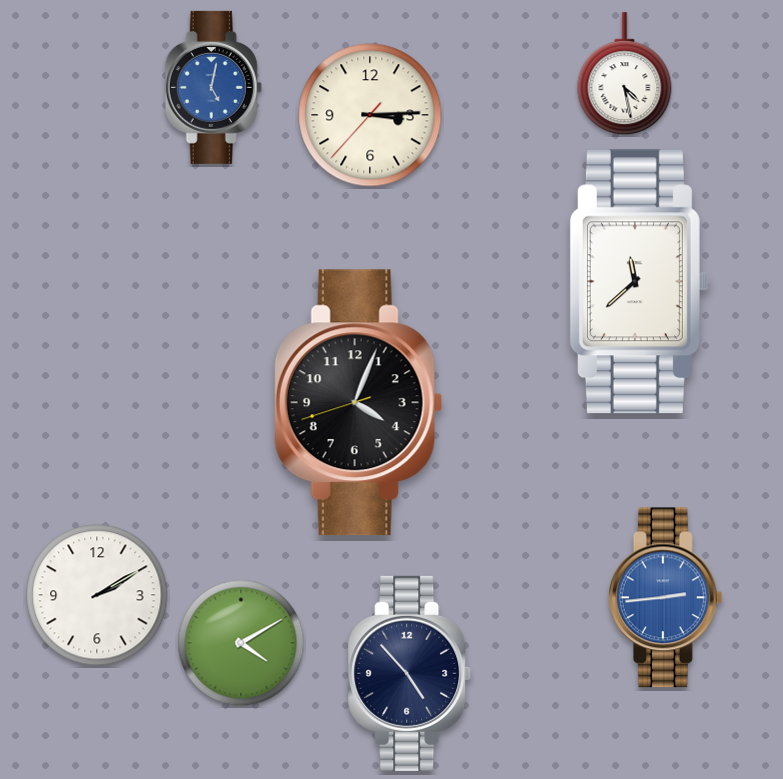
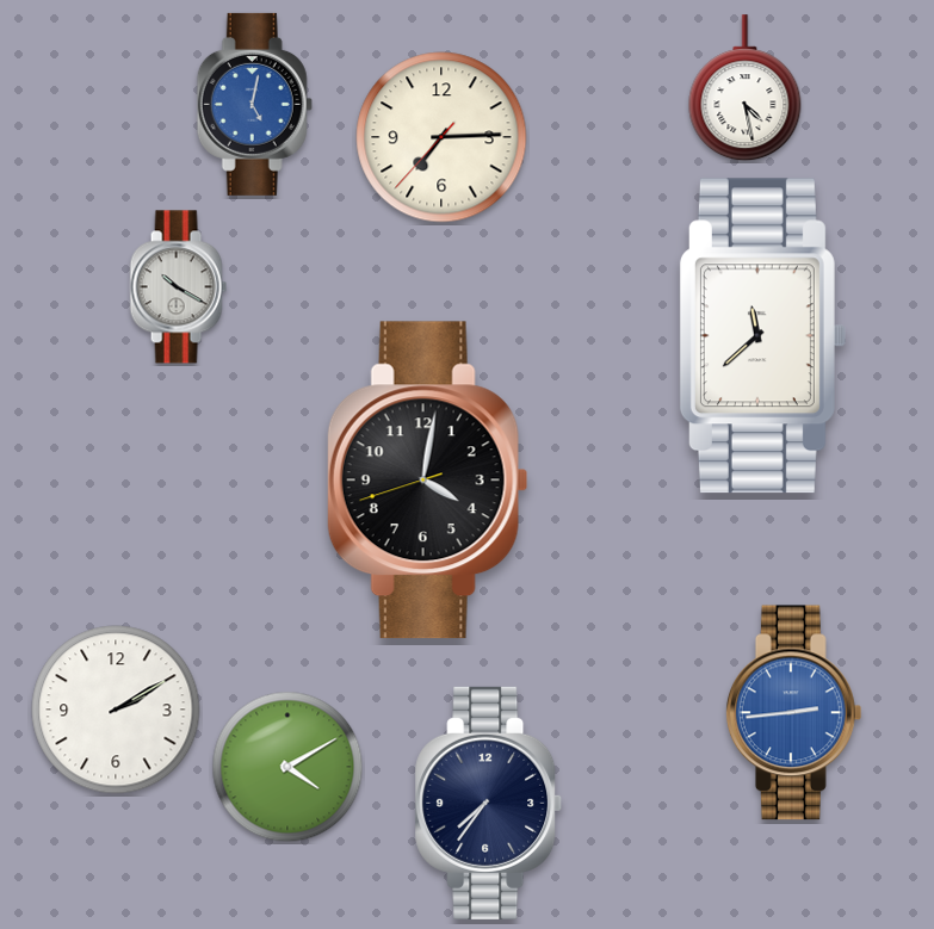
clock at (370, 115): 3:14 -> 7:14
clock at (178, 287): none -> 10:20
clock at (358, 403): 4:03 -> 4:01
clock at (410, 673): 4:53 -> 7:36
